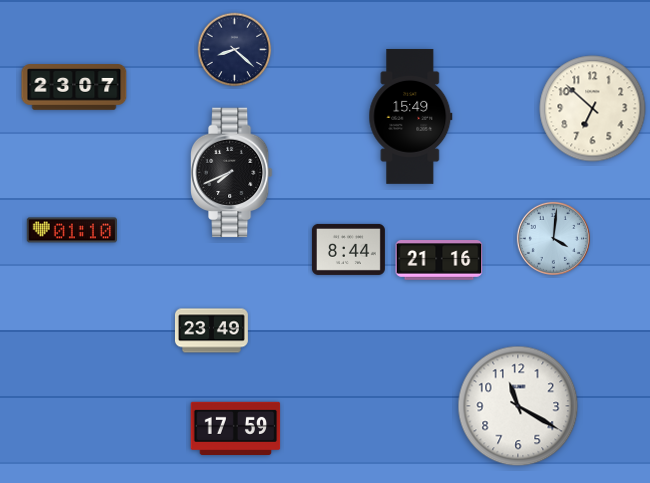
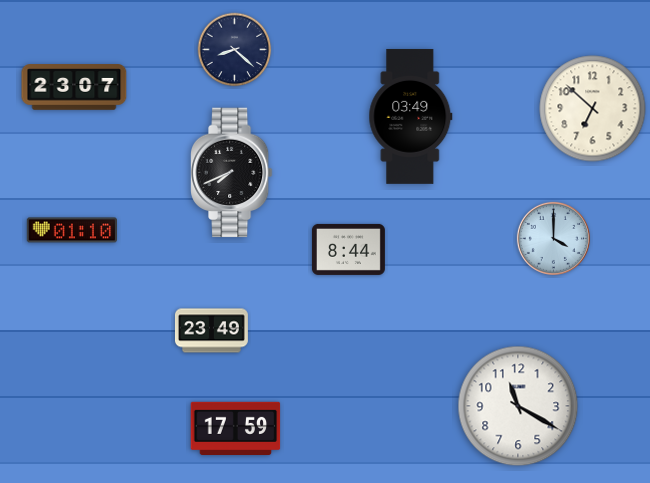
clock at (411, 116): 15:49 -> 03:49
clock at (553, 238): 4:01 -> 4:00
clock at (439, 261): 21:16 -> none
